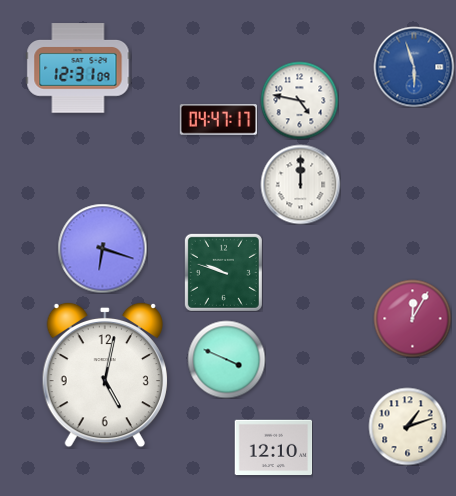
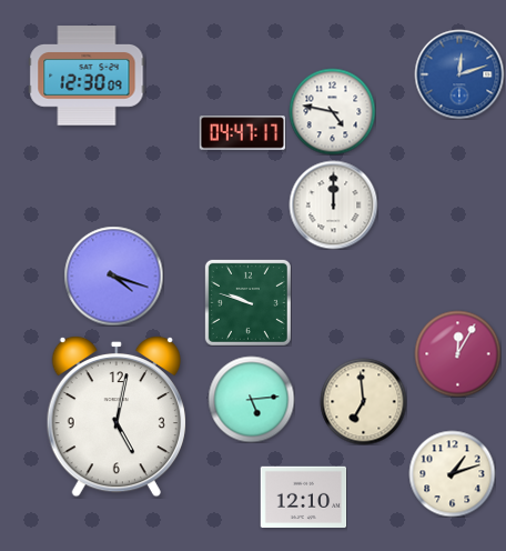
clock at (414, 67): 5:57 -> 12:12
clock at (78, 68): 12:31 -> 12:30
clock at (102, 248): 6:18 -> 4:18
clock at (226, 359): 3:49 -> 5:14
clock at (363, 401): none -> 6:59
